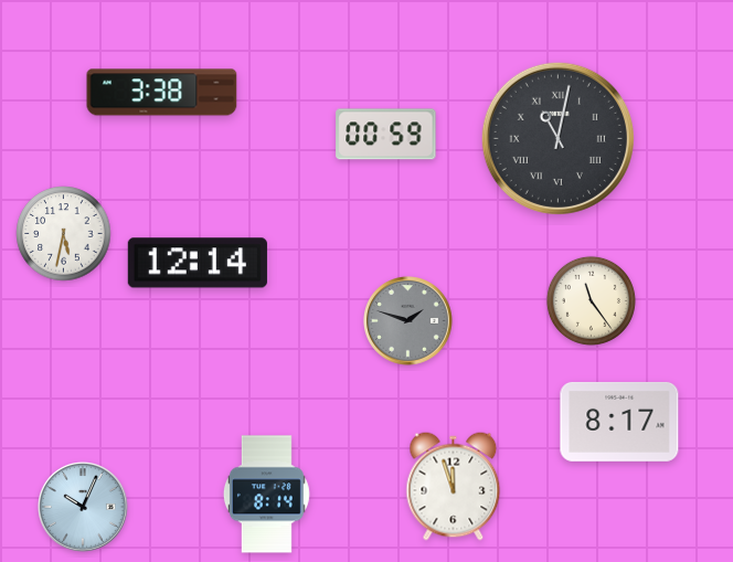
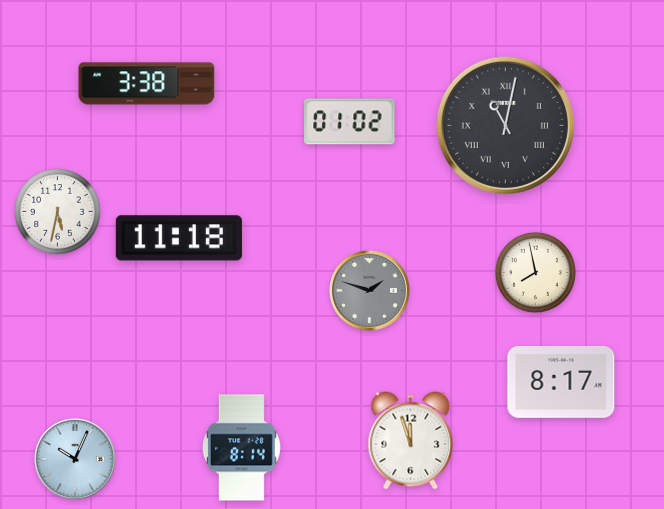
clock at (386, 135): 00:59 -> 01:02
clock at (198, 263): 12:14 -> 11:18
clock at (591, 300): 11:24 -> 7:58
